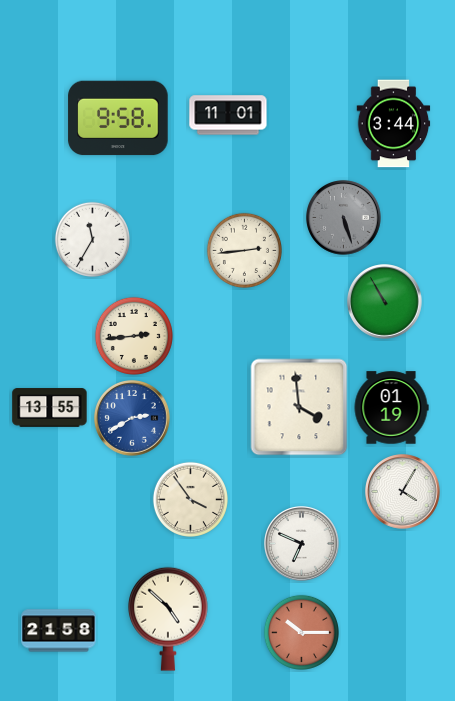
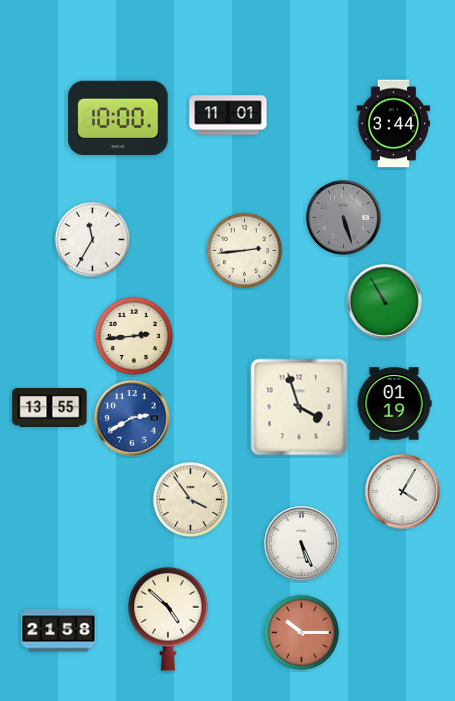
clock at (118, 118): 9:58 -> 10:00
clock at (299, 407): 3:59 -> 3:57
clock at (391, 408) position: (391, 408) -> (394, 404)
clock at (302, 544): 6:49 -> 5:26
